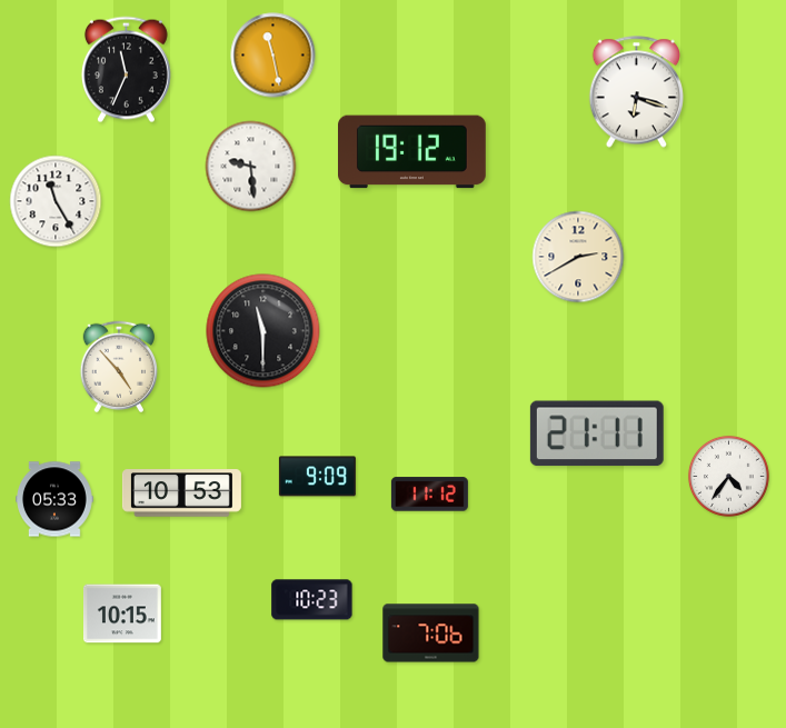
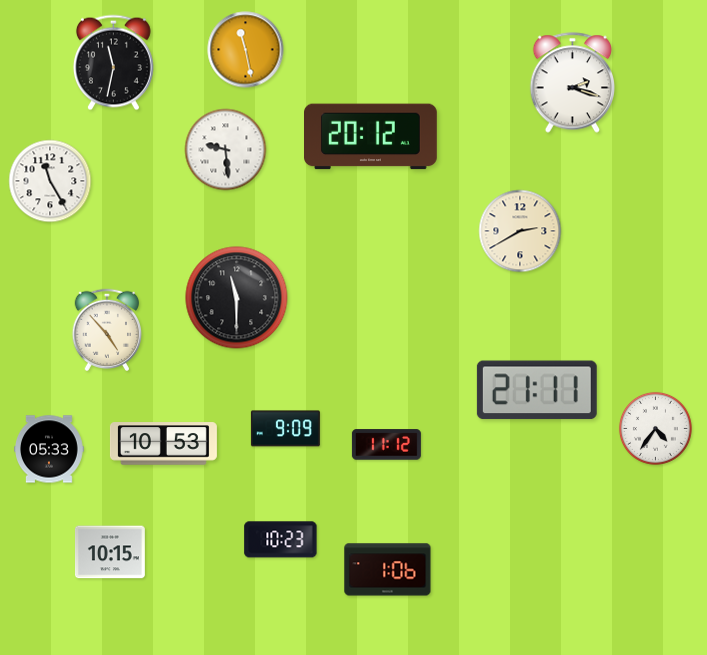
clock at (126, 70): 11:34 -> 11:32
clock at (636, 92): 6:18 -> 2:18
clock at (412, 152): 19:12 -> 20:12
clock at (431, 634): 7:06 -> 1:06
